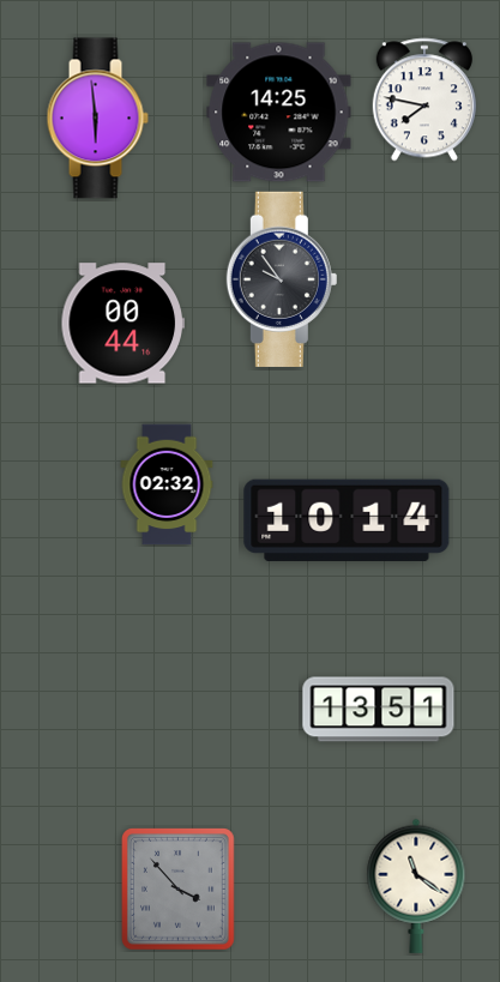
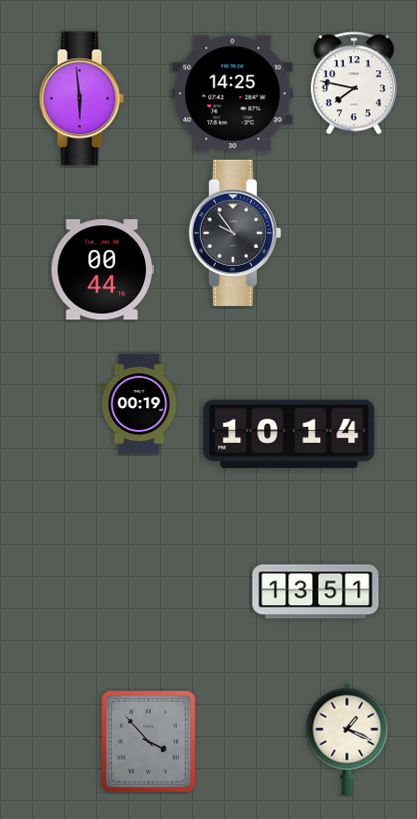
clock at (167, 484): 02:32 -> 00:19
clock at (416, 886): 11:21 -> 1:19
